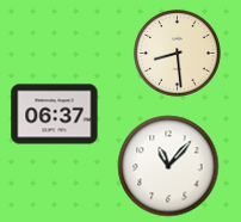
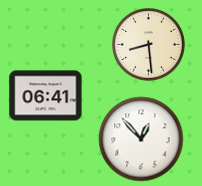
clock at (55, 115): 06:37 -> 06:41
clock at (168, 166): 11:07 -> 12:53
